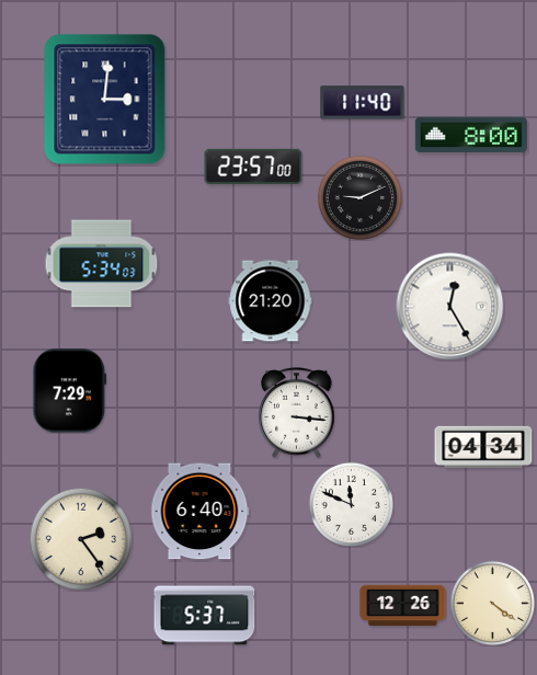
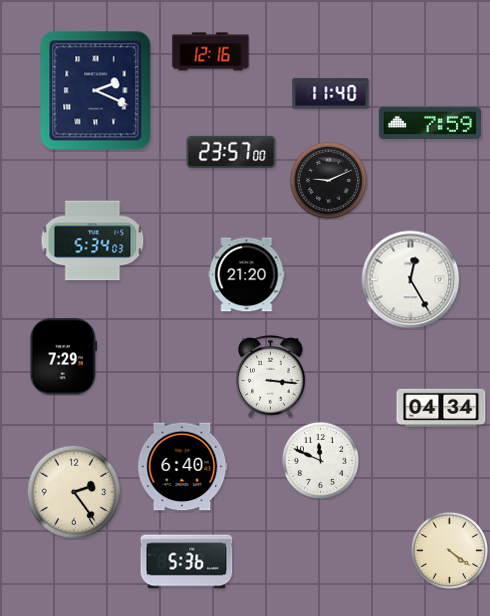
clock at (211, 52): none -> 12:16
clock at (105, 100): 3:01 -> 2:19
clock at (471, 135): 8:00 -> 7:59
clock at (403, 606): 12:26 -> none
clock at (205, 616): 5:37 -> 5:36
